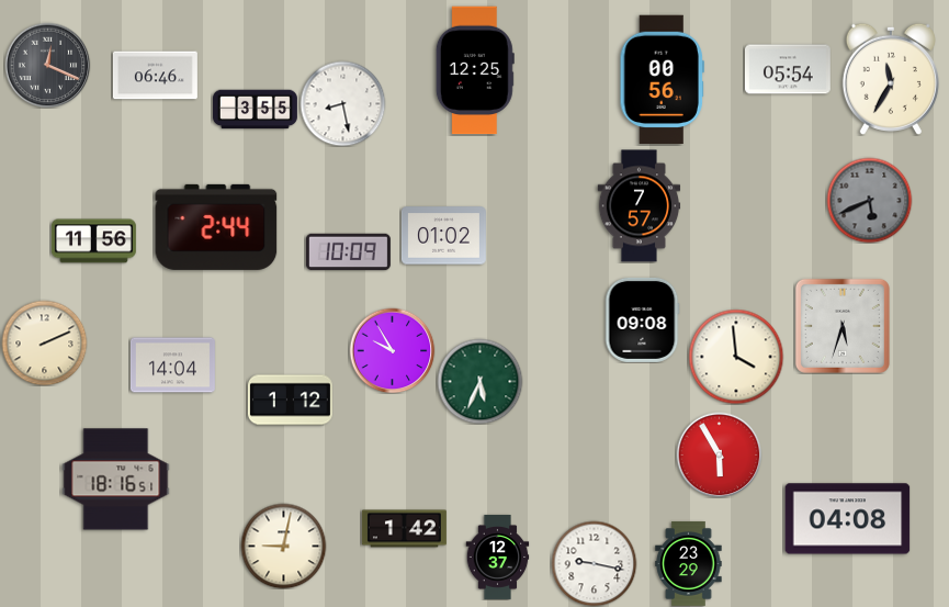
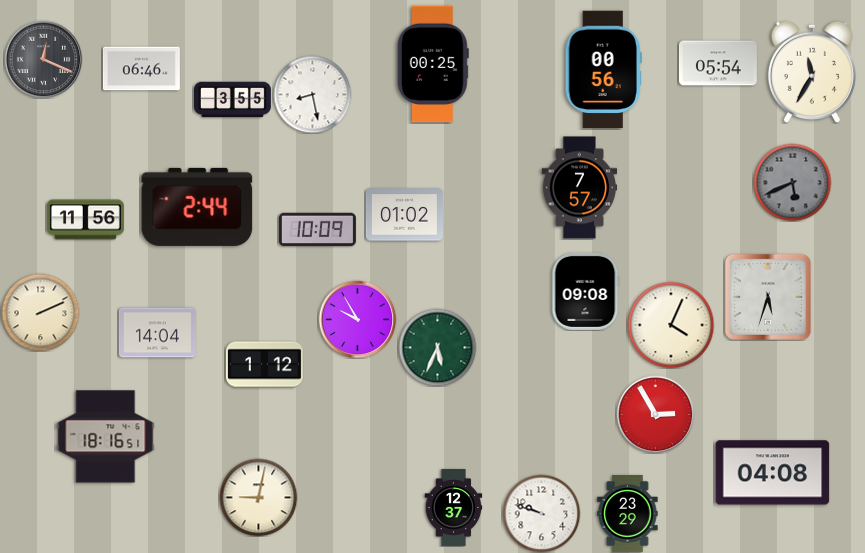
clock at (475, 70): 12:25 -> 00:25
clock at (662, 80) position: (662, 80) -> (603, 70)
clock at (640, 206) position: (640, 206) -> (580, 188)
clock at (736, 357): 3:59 -> 4:04
clock at (719, 454): 5:55 -> 2:55
clock at (404, 529): 1:42 -> none
clock at (594, 563): 9:17 -> 9:48
